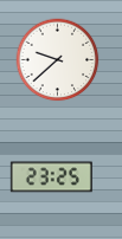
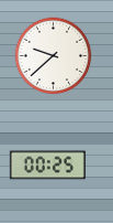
clock at (51, 177): 23:25 -> 00:25
